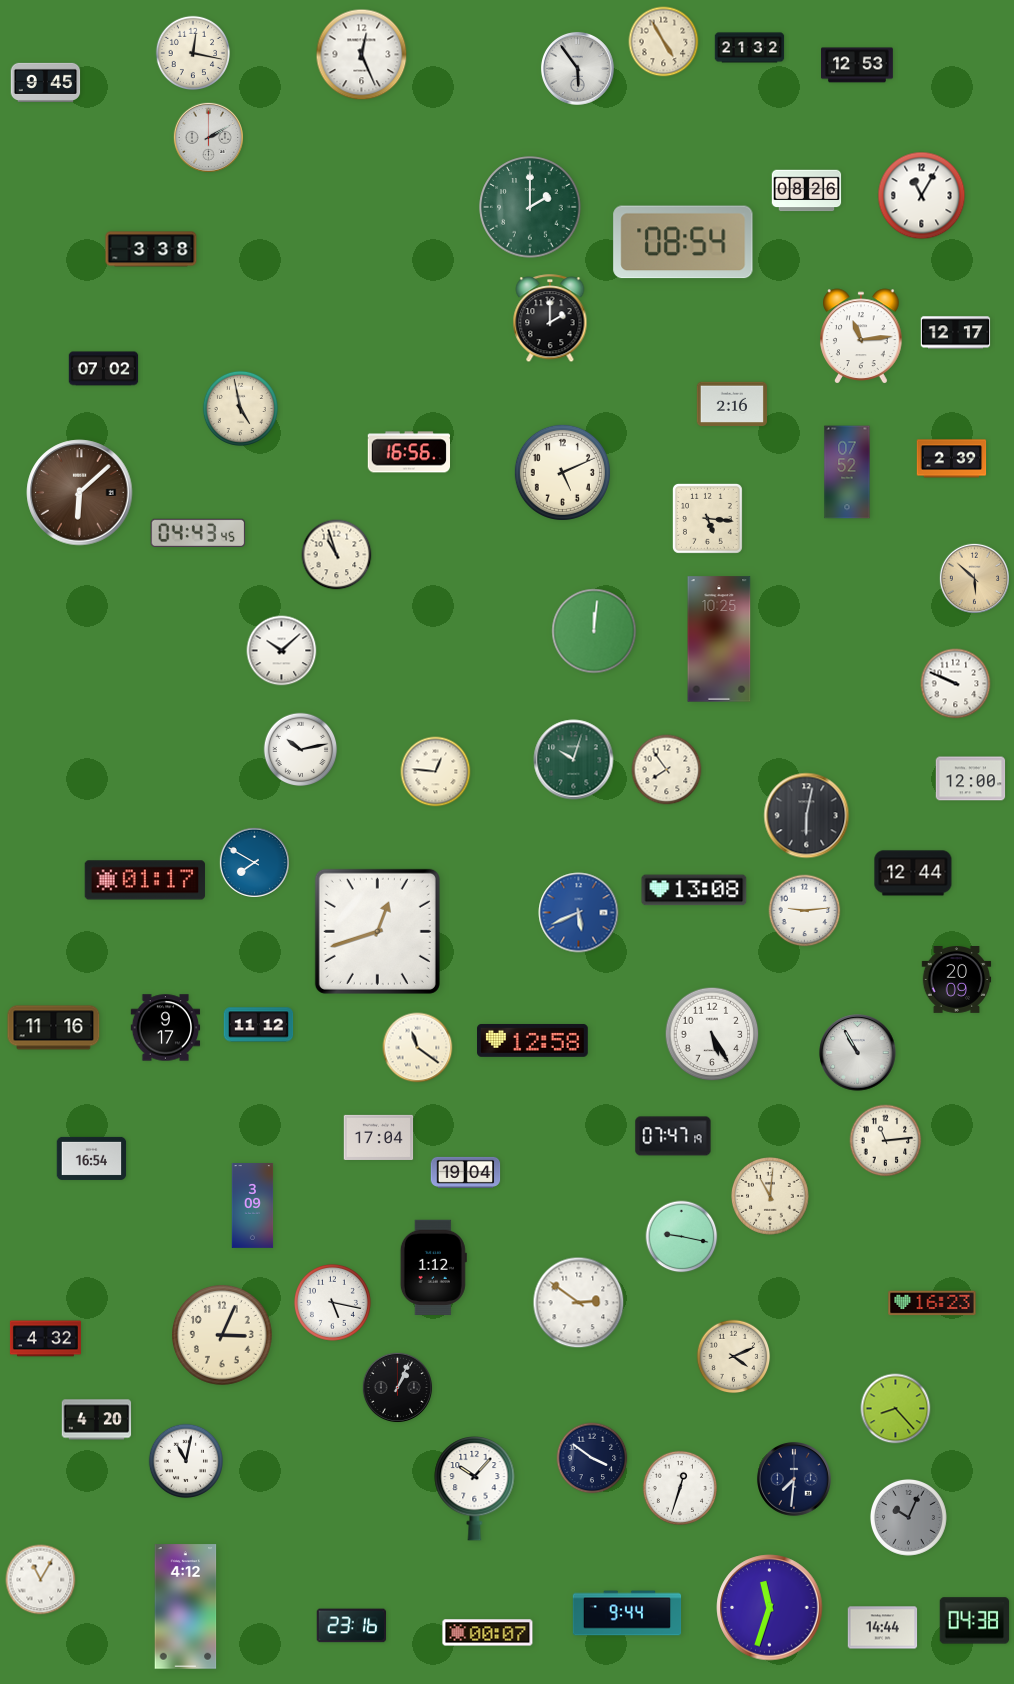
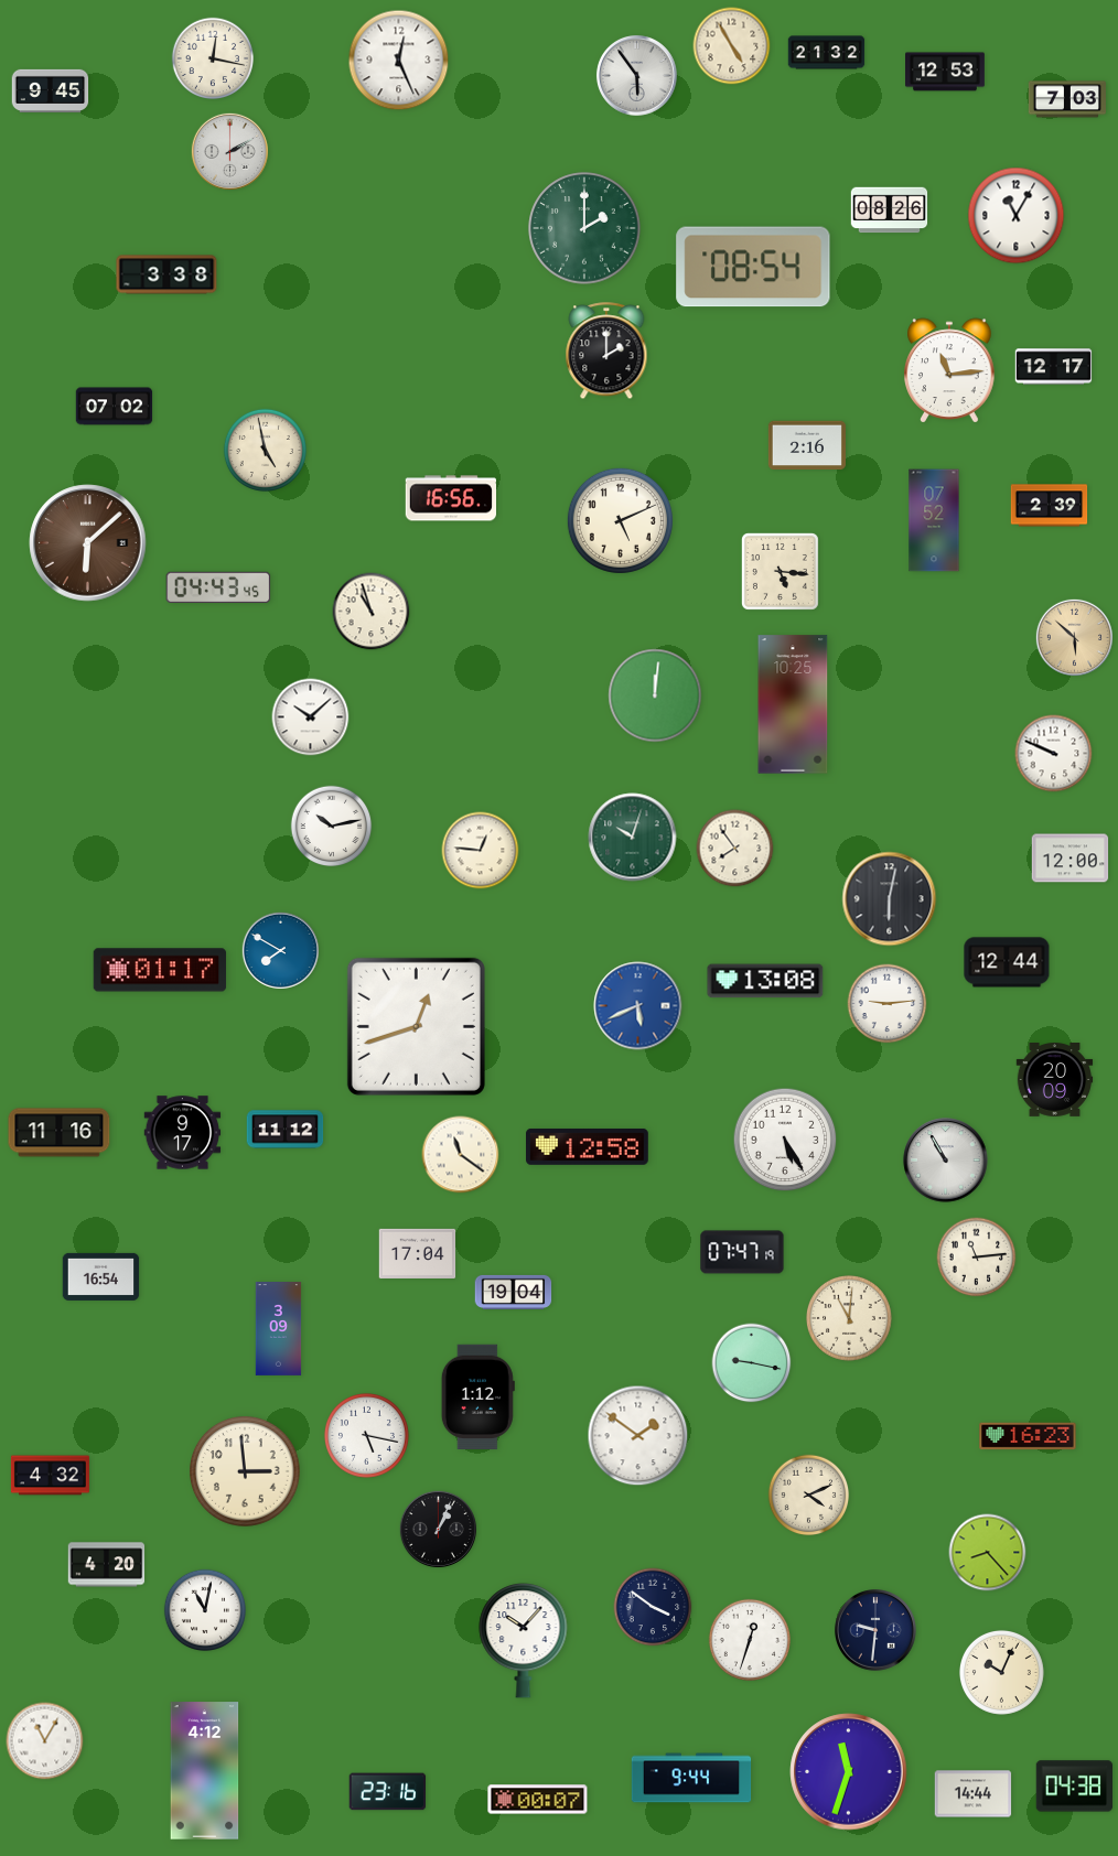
clock at (1067, 99): none -> 7:03
clock at (579, 1303): 2:51 -> 1:51
clock at (222, 1335): 3:04 -> 2:59
clock at (795, 1480): 7:31 -> 9:31
clock at (908, 1517) dial: grey -> cream
